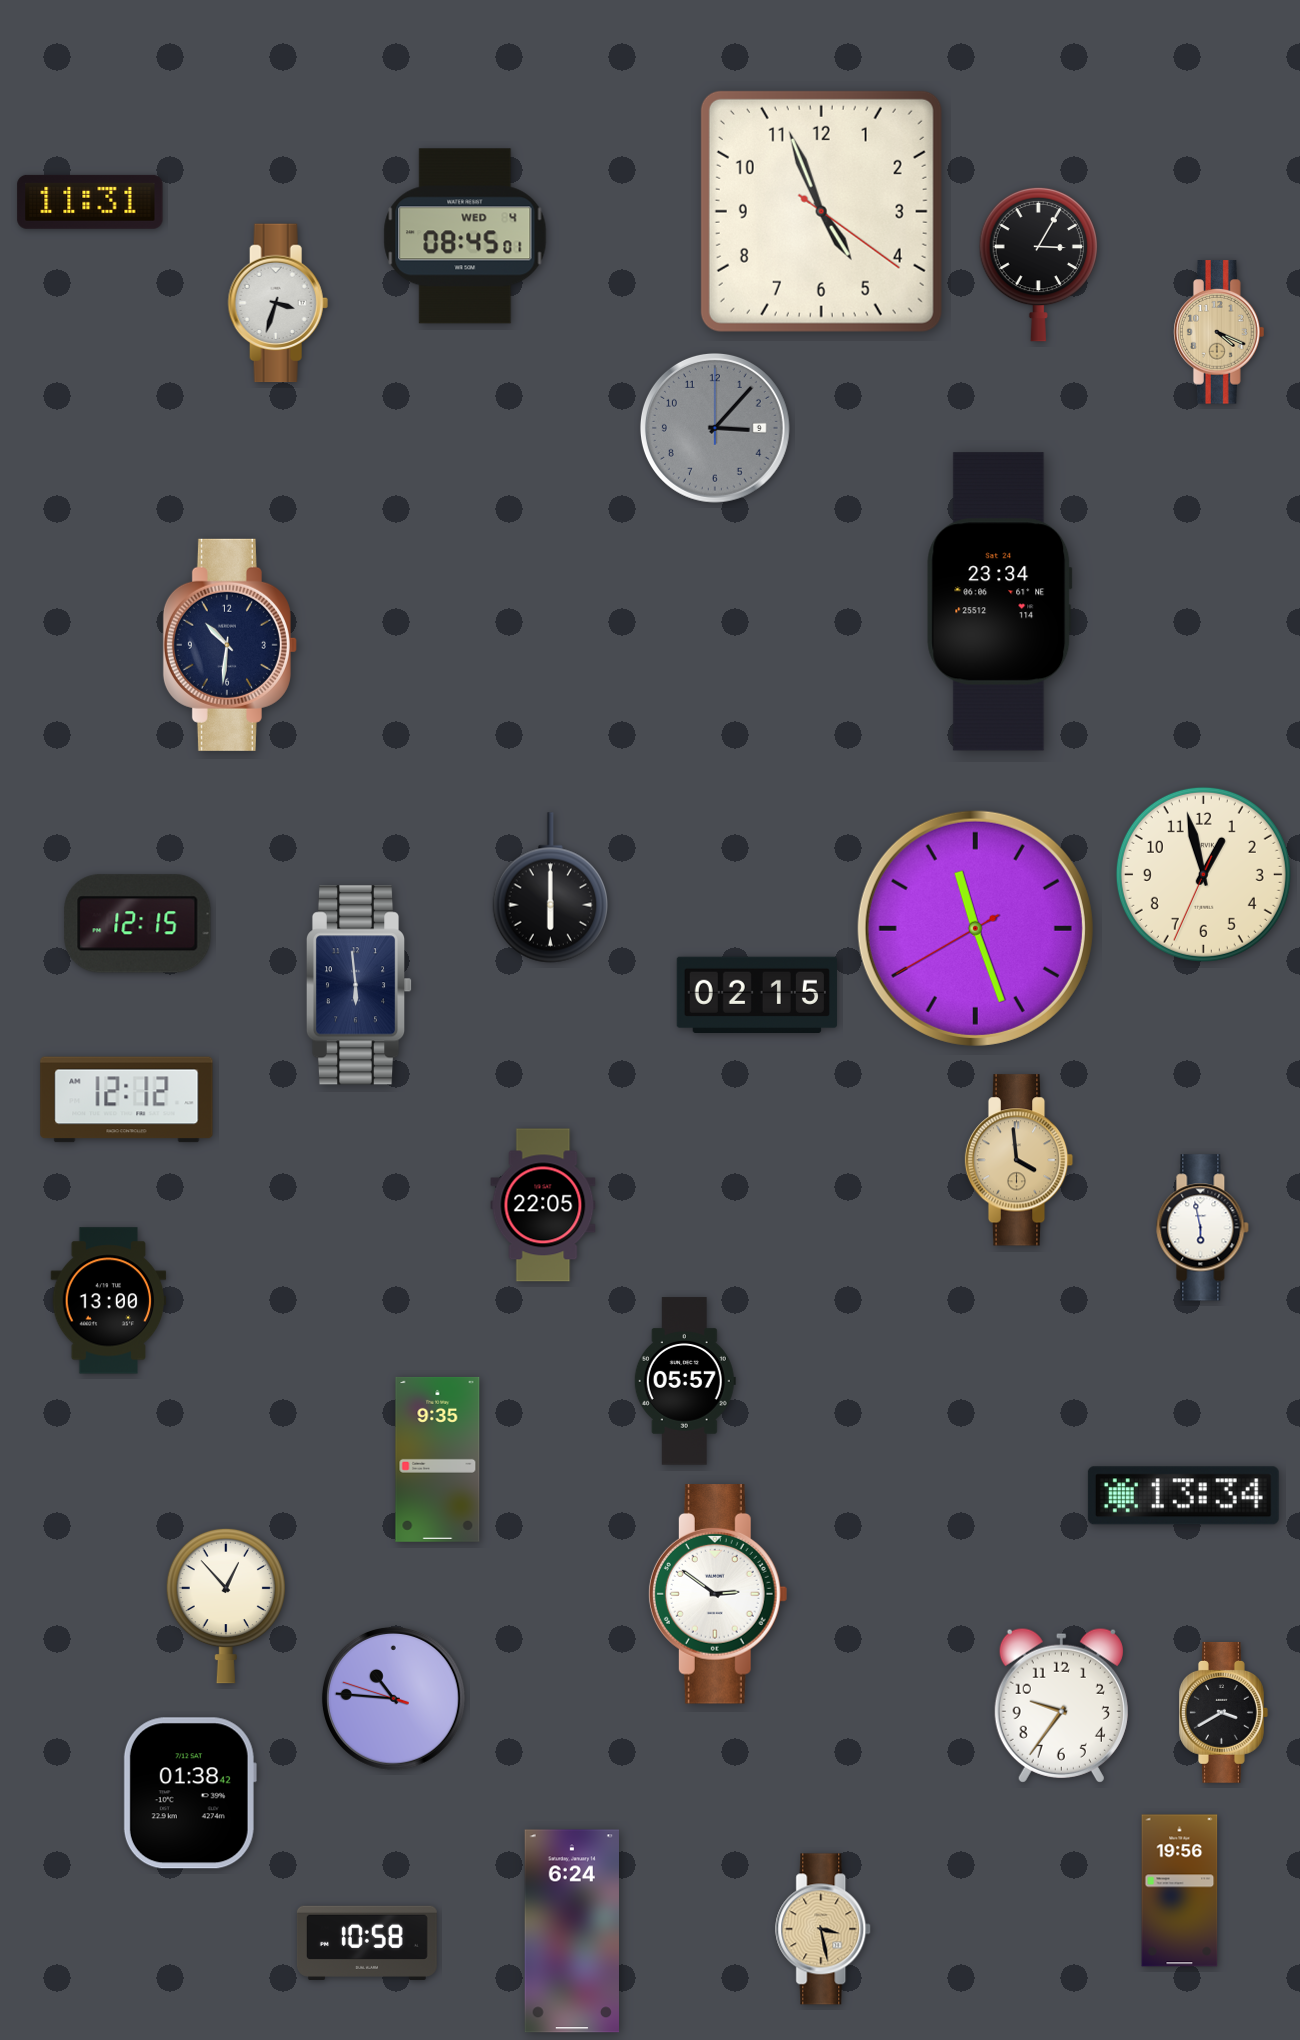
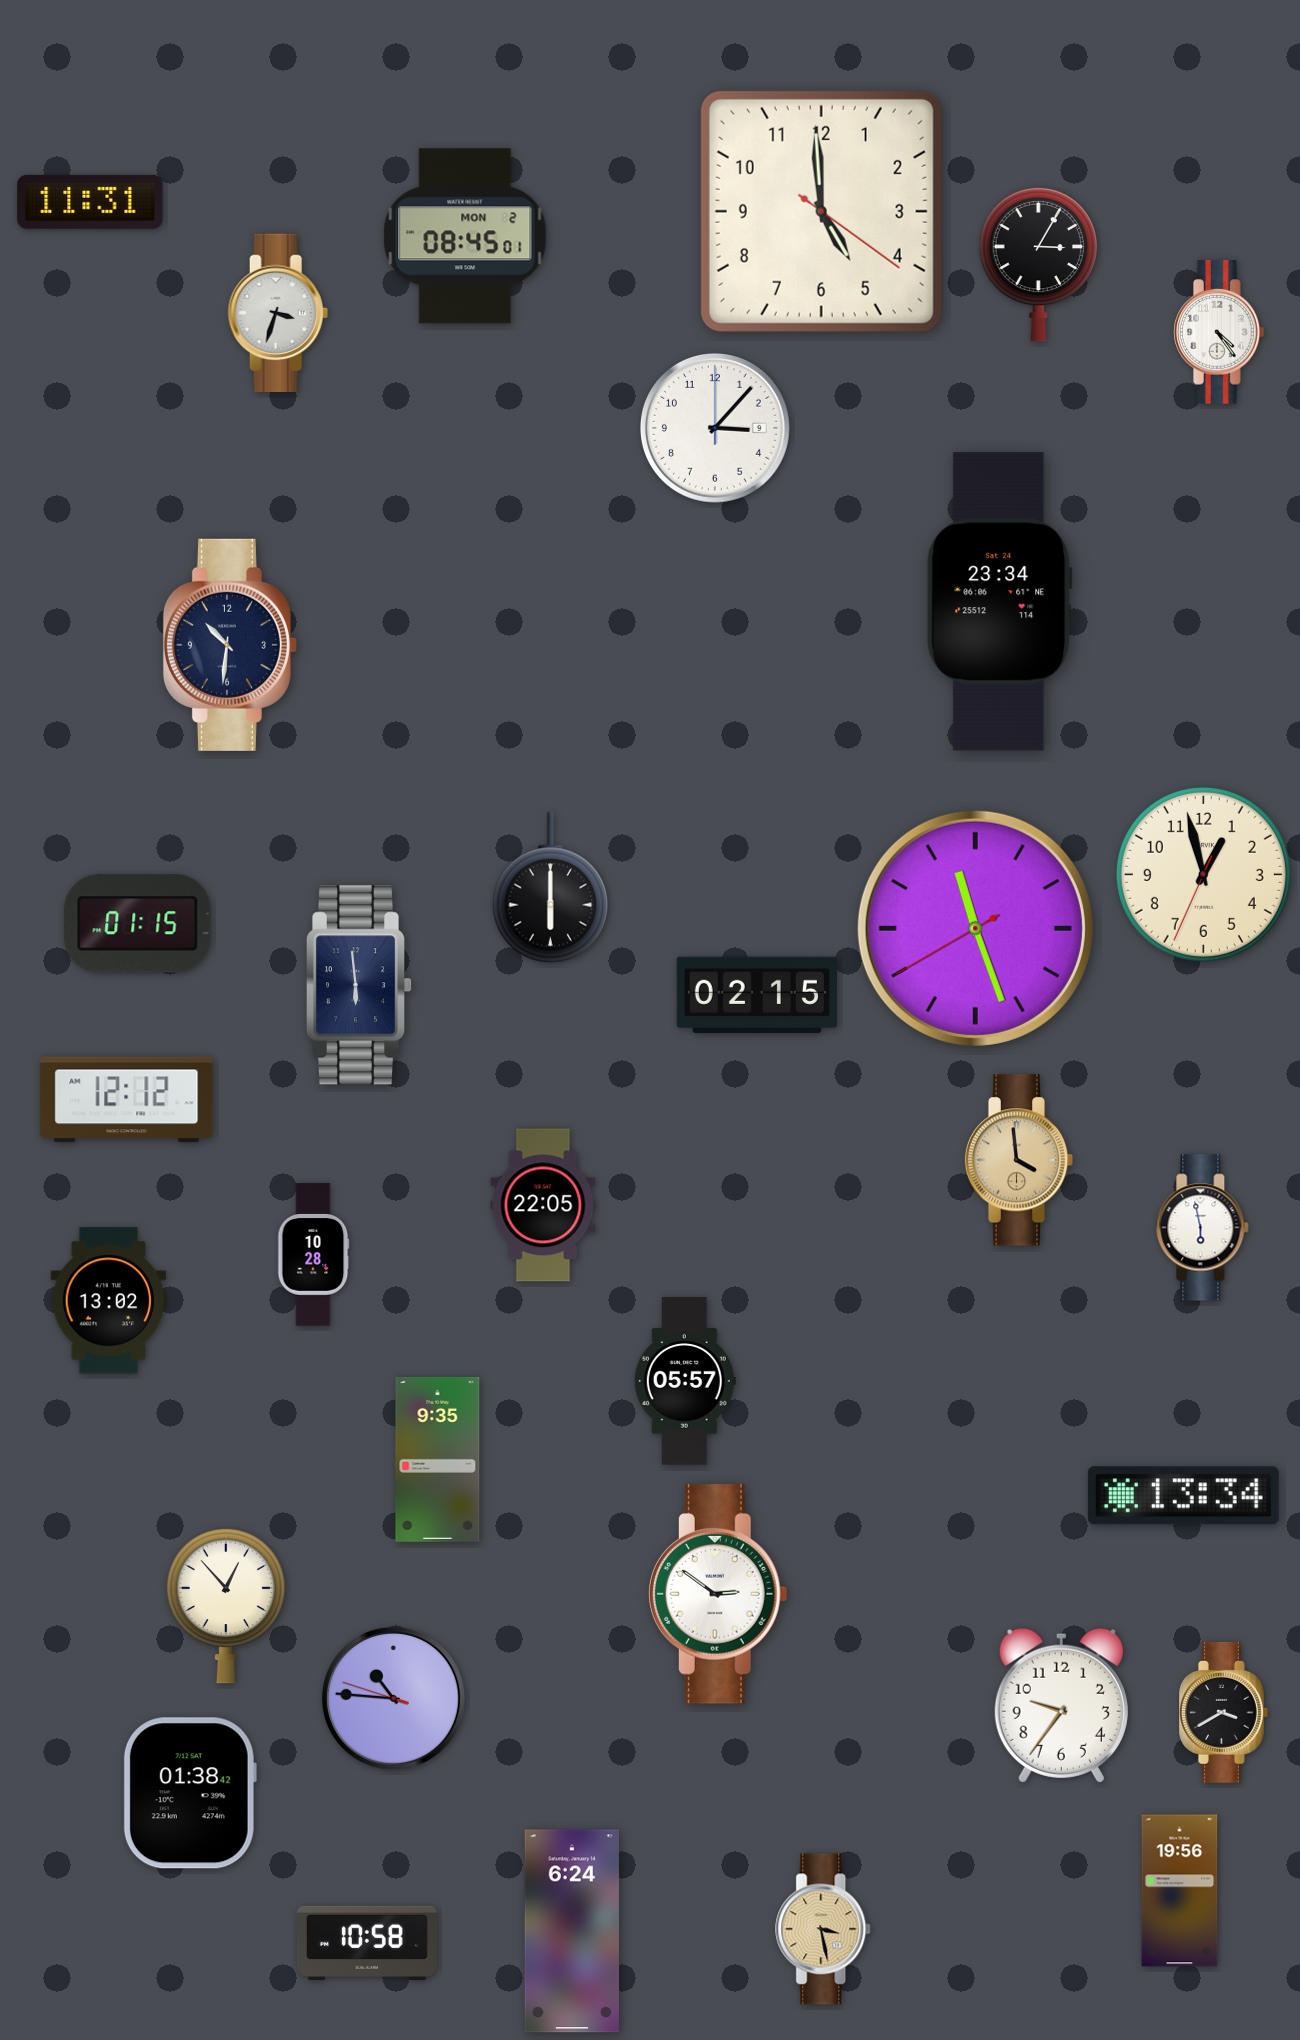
clock at (821, 211): 4:56 -> 4:59
clock at (465, 236) date: WED 4 -> MON 2
clock at (278, 303) position: (278, 303) -> (278, 313)
clock at (1219, 332): 4:19 -> 4:24
clock at (1219, 332) dial: champagne -> white
clock at (715, 428) dial: grey -> white
clock at (138, 924): 12:15 -> 01:15
clock at (314, 1255): none -> 10:28
clock at (109, 1301): 13:00 -> 13:02
